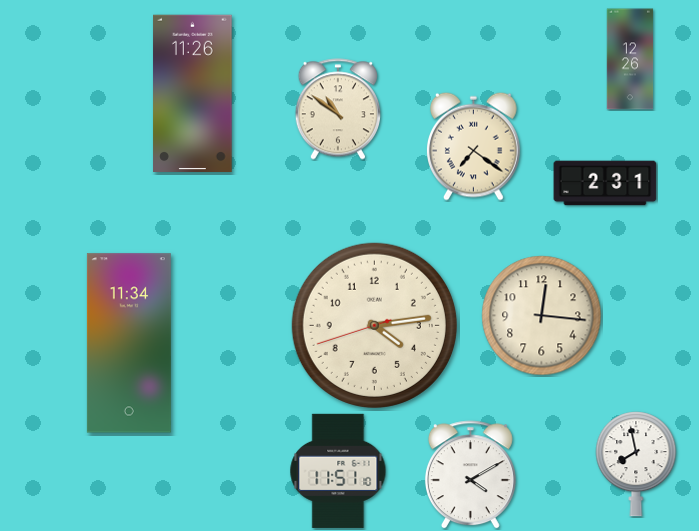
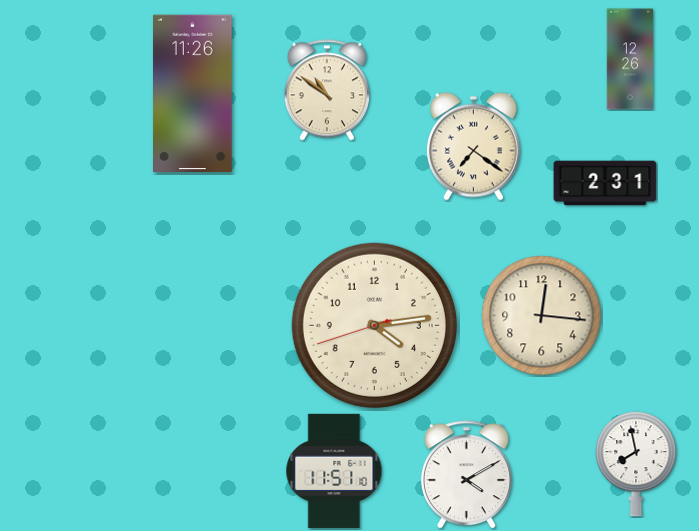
clock at (338, 109) position: (338, 109) -> (327, 90)
clock at (129, 343): 11:34 -> none
clock at (338, 471) position: (338, 471) -> (334, 471)
clock at (470, 475) position: (470, 475) -> (466, 475)
